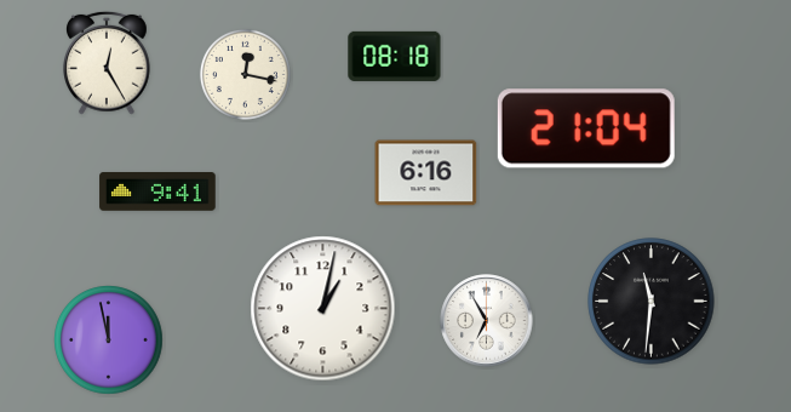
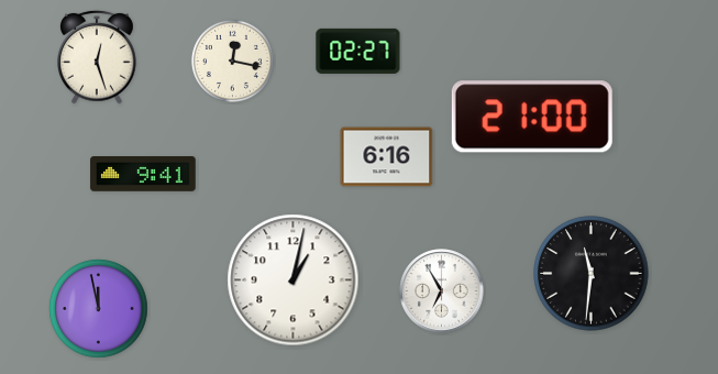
clock at (395, 56): 08:18 -> 02:27
clock at (108, 63): 12:25 -> 12:27
clock at (245, 74) position: (245, 74) -> (232, 61)
clock at (586, 128): 21:04 -> 21:00
